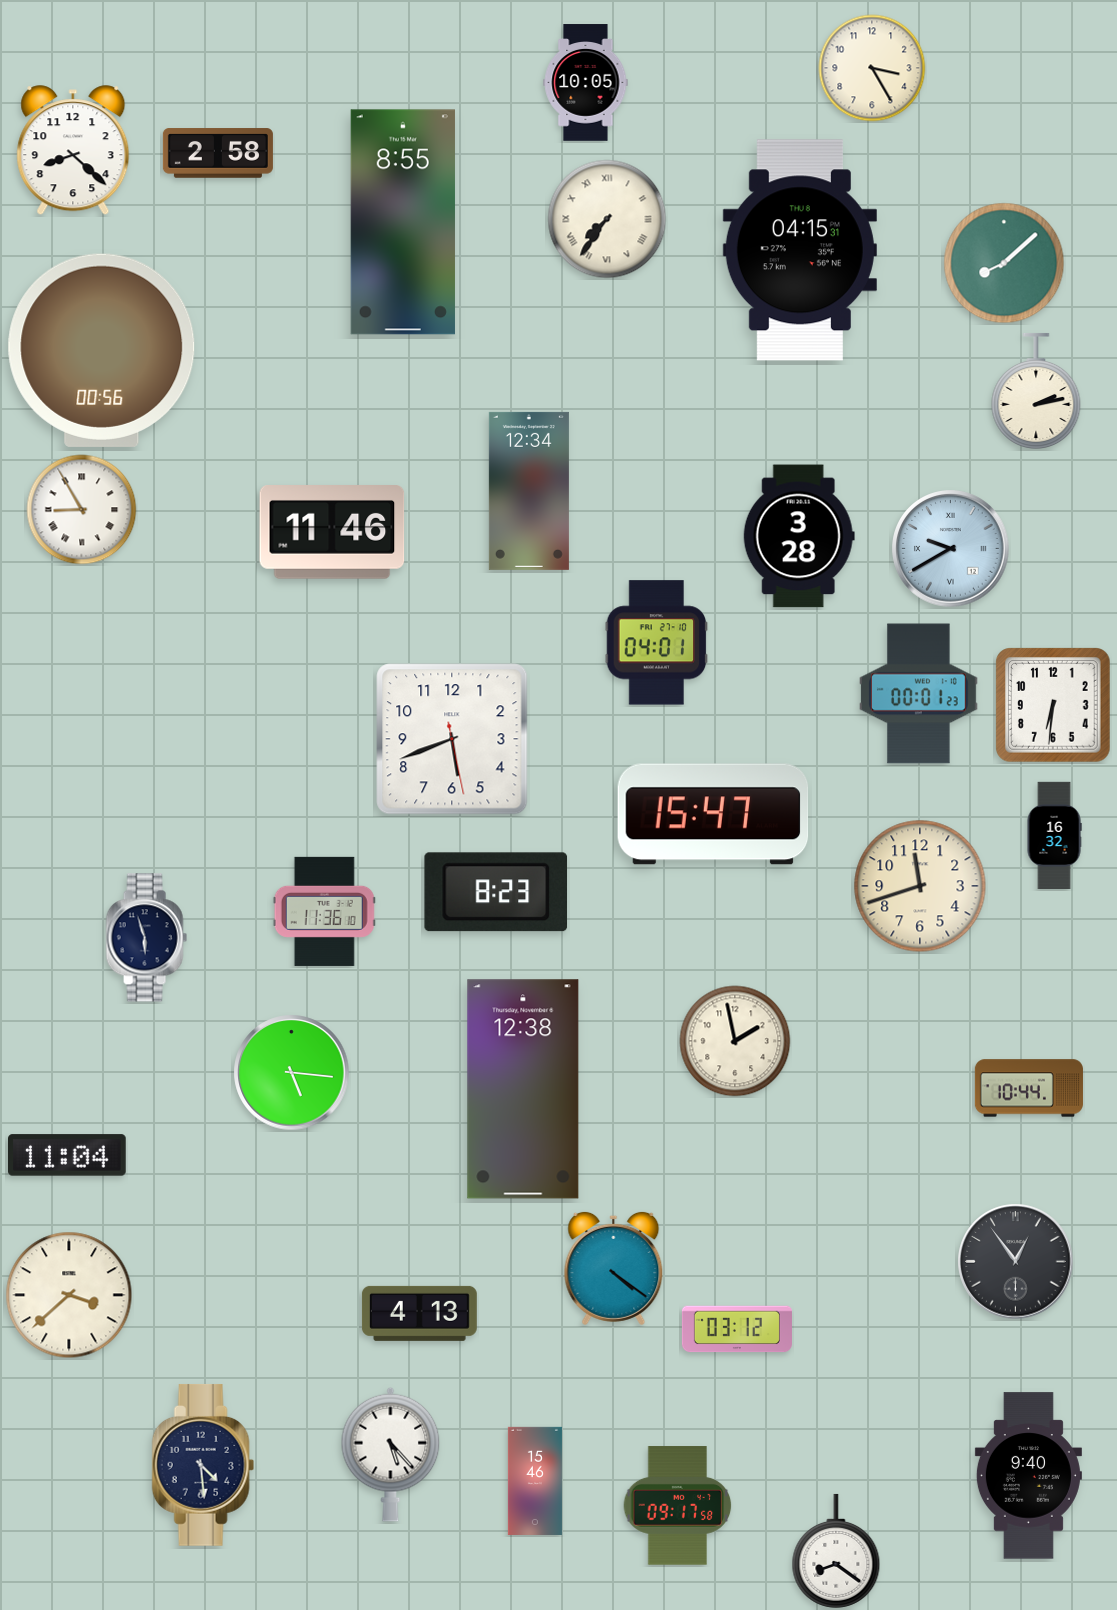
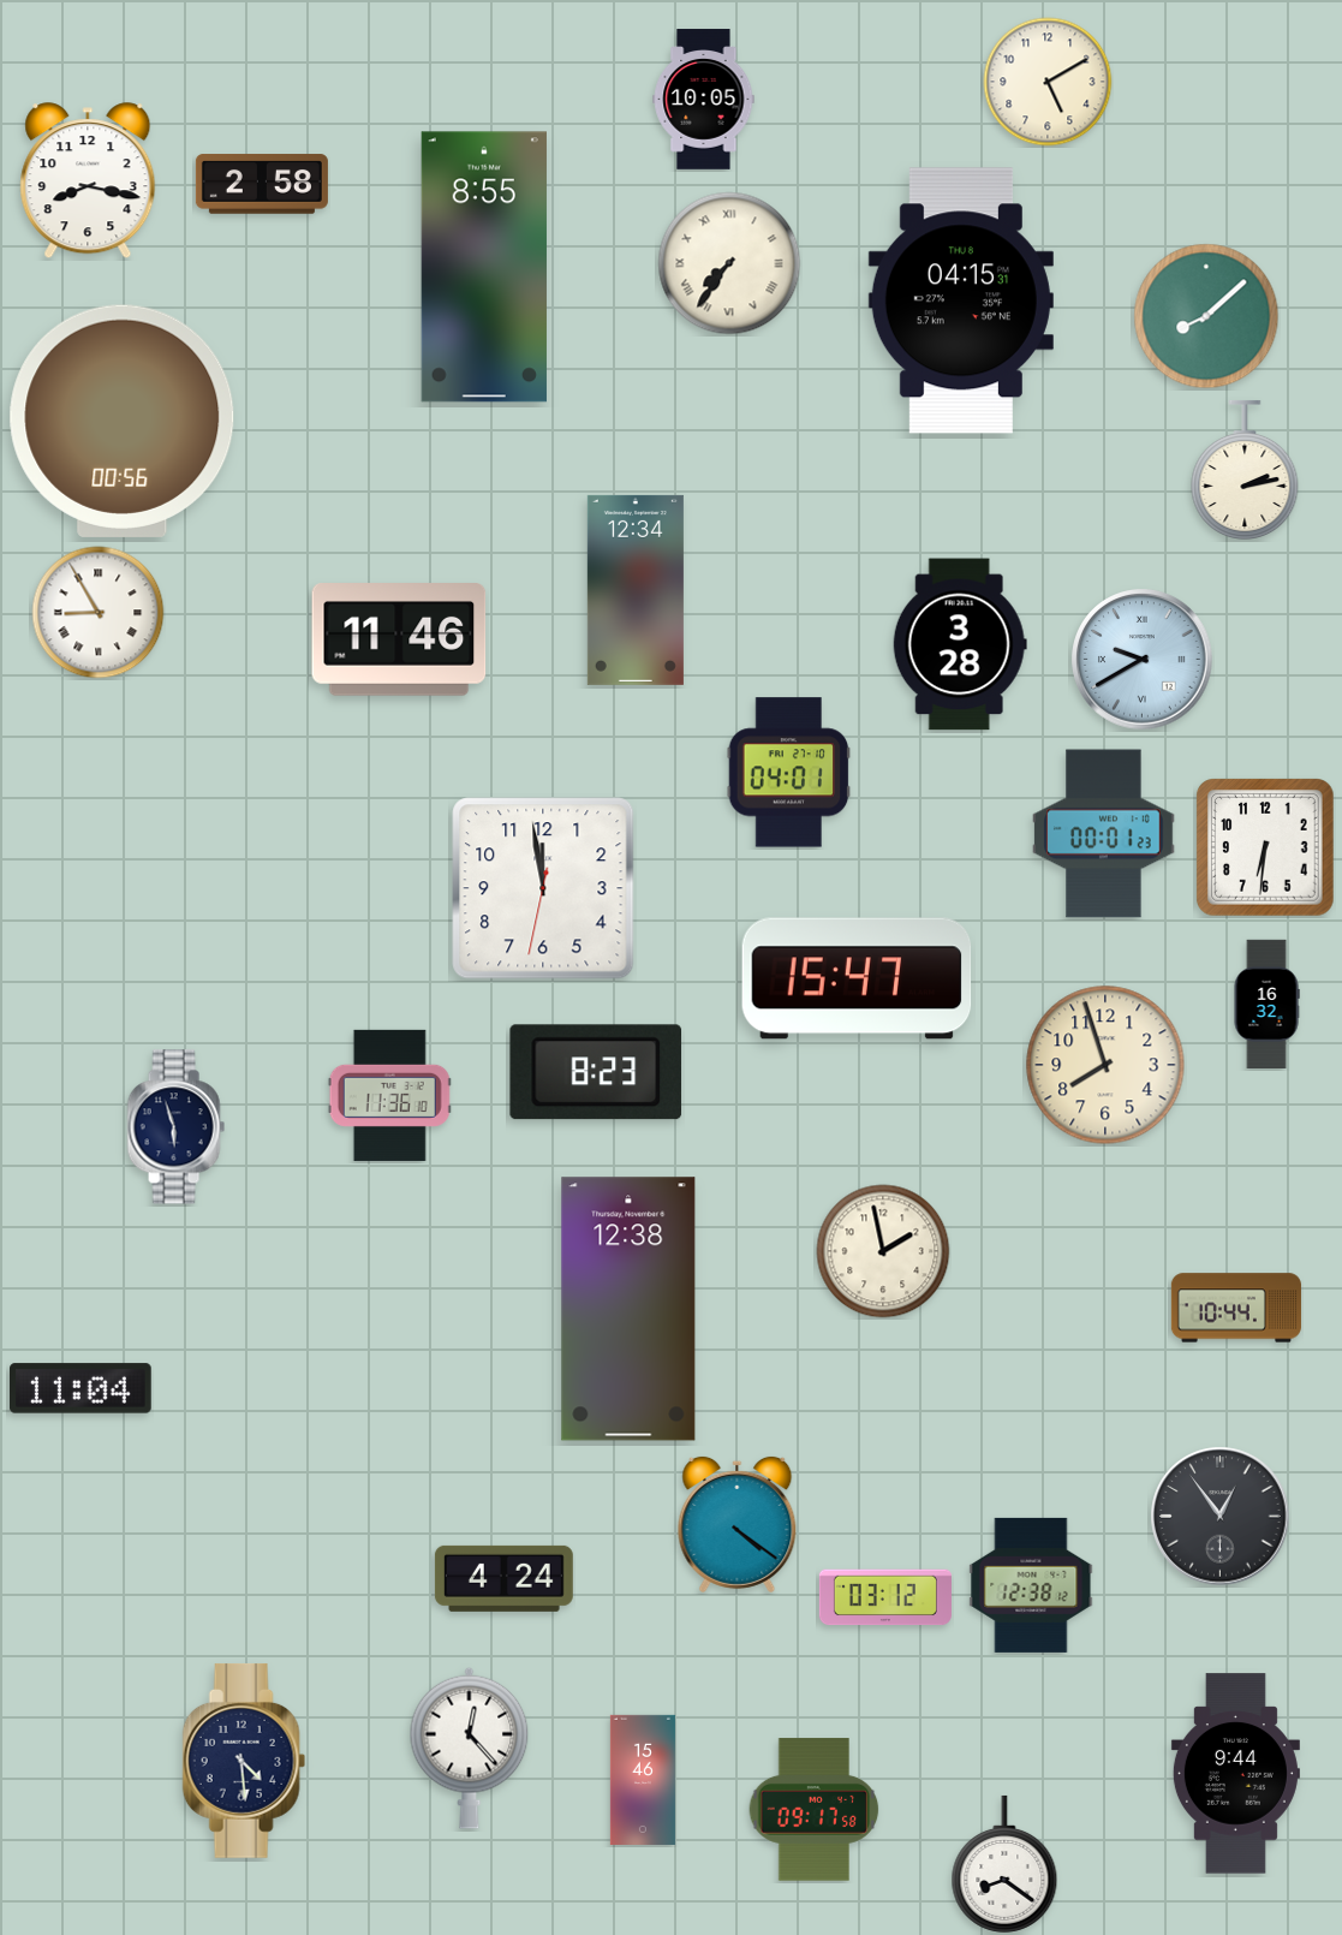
clock at (872, 68): 3:25 -> 5:10
clock at (73, 151): 8:22 -> 8:17
clock at (452, 739): 5:41 -> 11:58
clock at (920, 886): 11:42 -> 7:57
clock at (292, 1073): 5:16 -> none
clock at (69, 1295): 3:38 -> none
clock at (419, 1313): 4:13 -> 4:24
clock at (1031, 1585): none -> 12:38
clock at (391, 1454): 5:23 -> 12:23
clock at (1028, 1476): 9:40 -> 9:44
